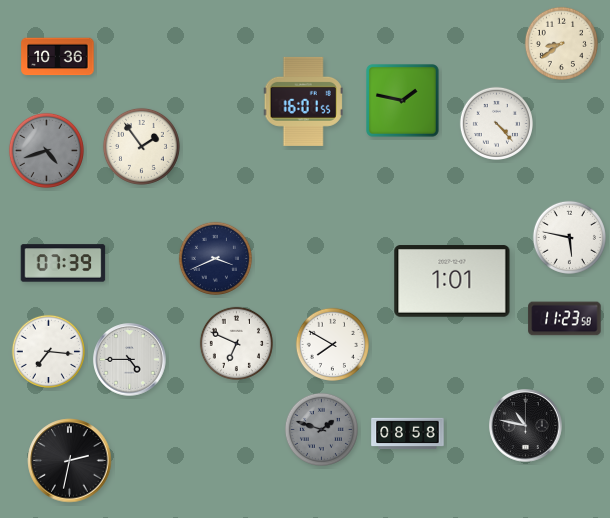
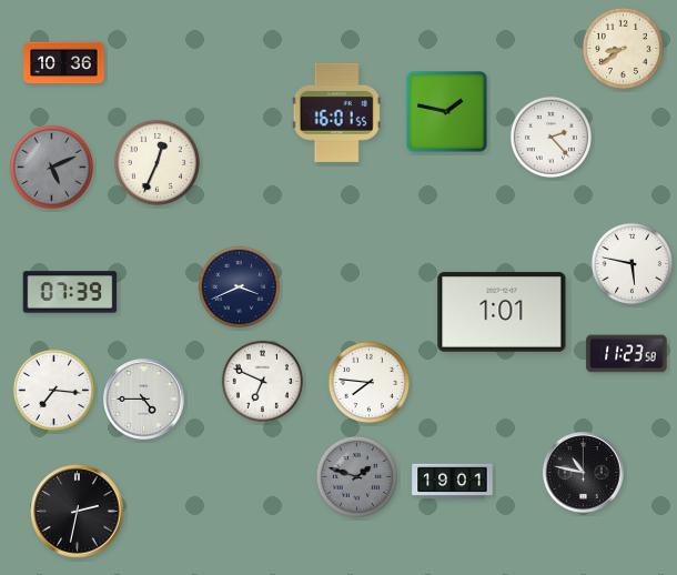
clock at (496, 123): 4:23 -> 2:23
clock at (141, 146): 1:54 -> 12:34
clock at (46, 150): 4:42 -> 5:11
clock at (332, 344): 7:50 -> 7:46
clock at (408, 434): 08:58 -> 19:01
